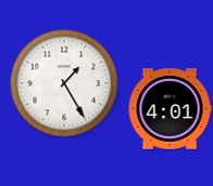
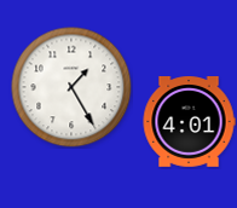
clock at (64, 83) position: (64, 83) -> (71, 87)
